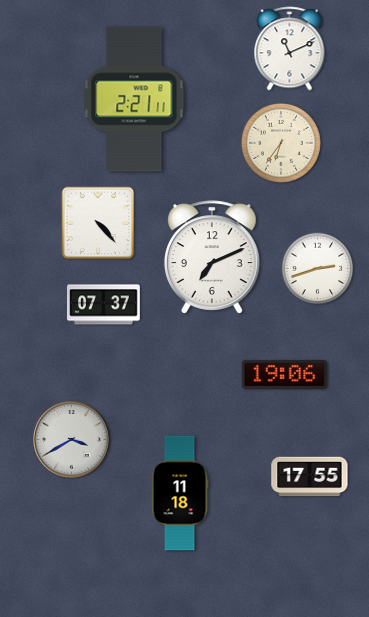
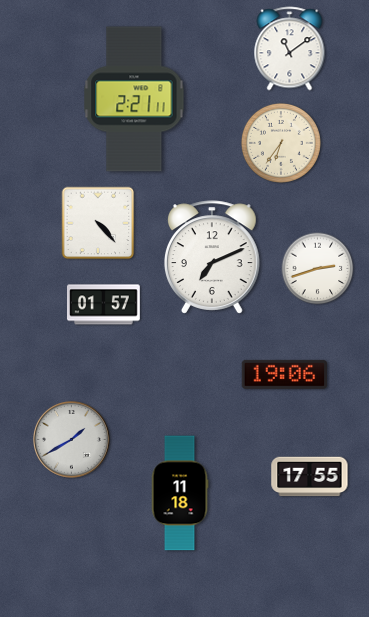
clock at (290, 49): 11:11 -> 11:09
clock at (104, 305): 07:37 -> 01:57
clock at (72, 440): 3:40 -> 1:40
